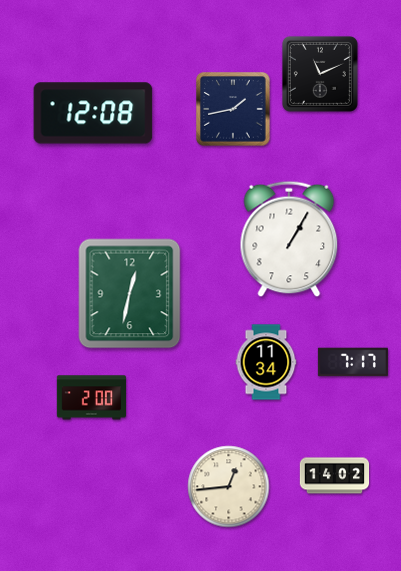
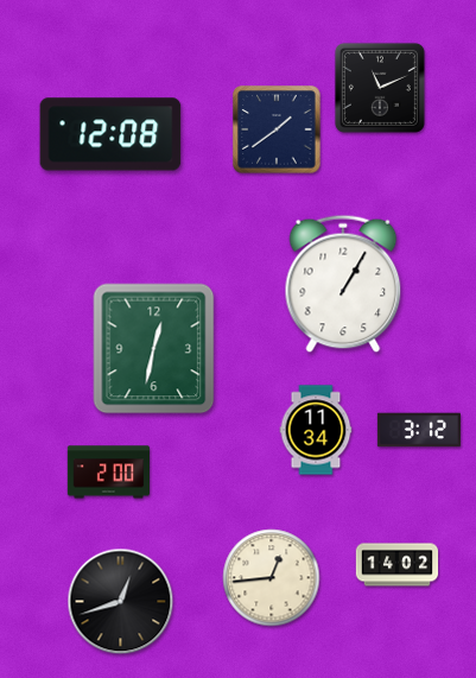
clock at (233, 109): 1:43 -> 1:39
clock at (353, 362): 7:17 -> 3:12
clock at (121, 602): none -> 12:42
